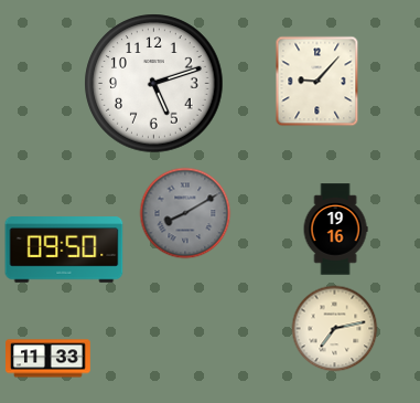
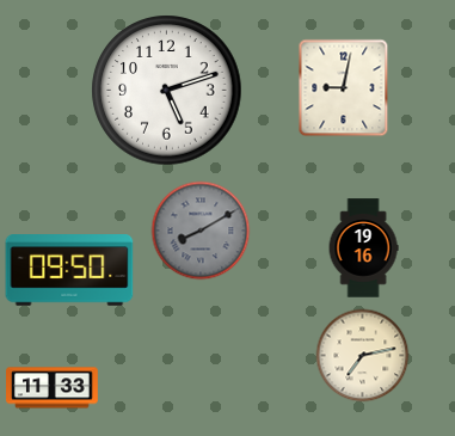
clock at (317, 81): 9:07 -> 9:02
